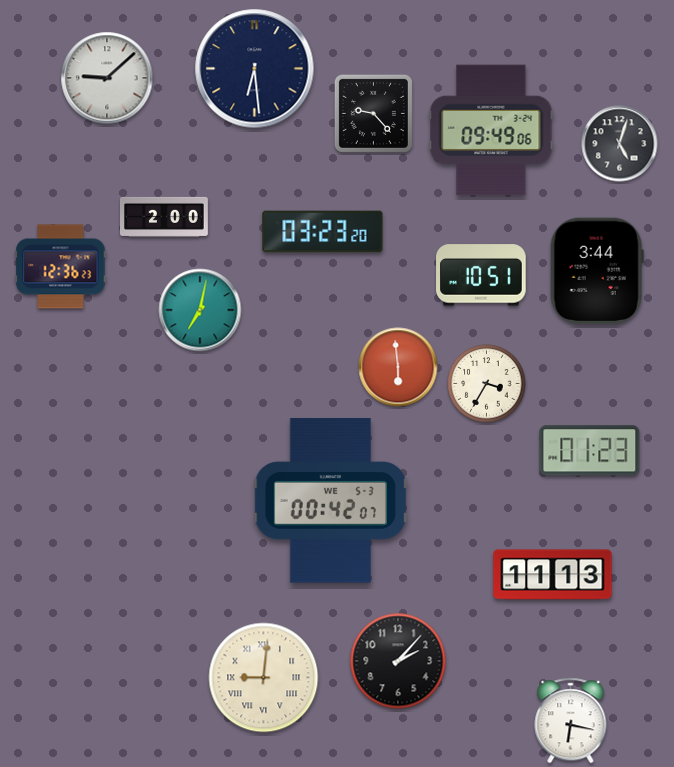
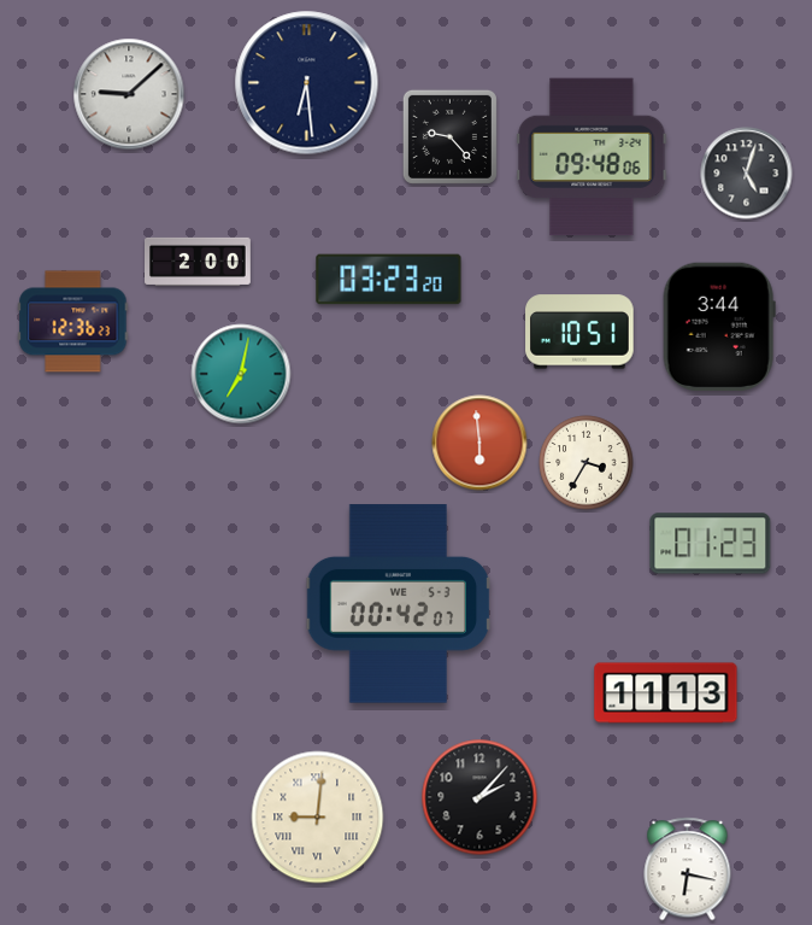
clock at (491, 130): 09:49 -> 09:48
